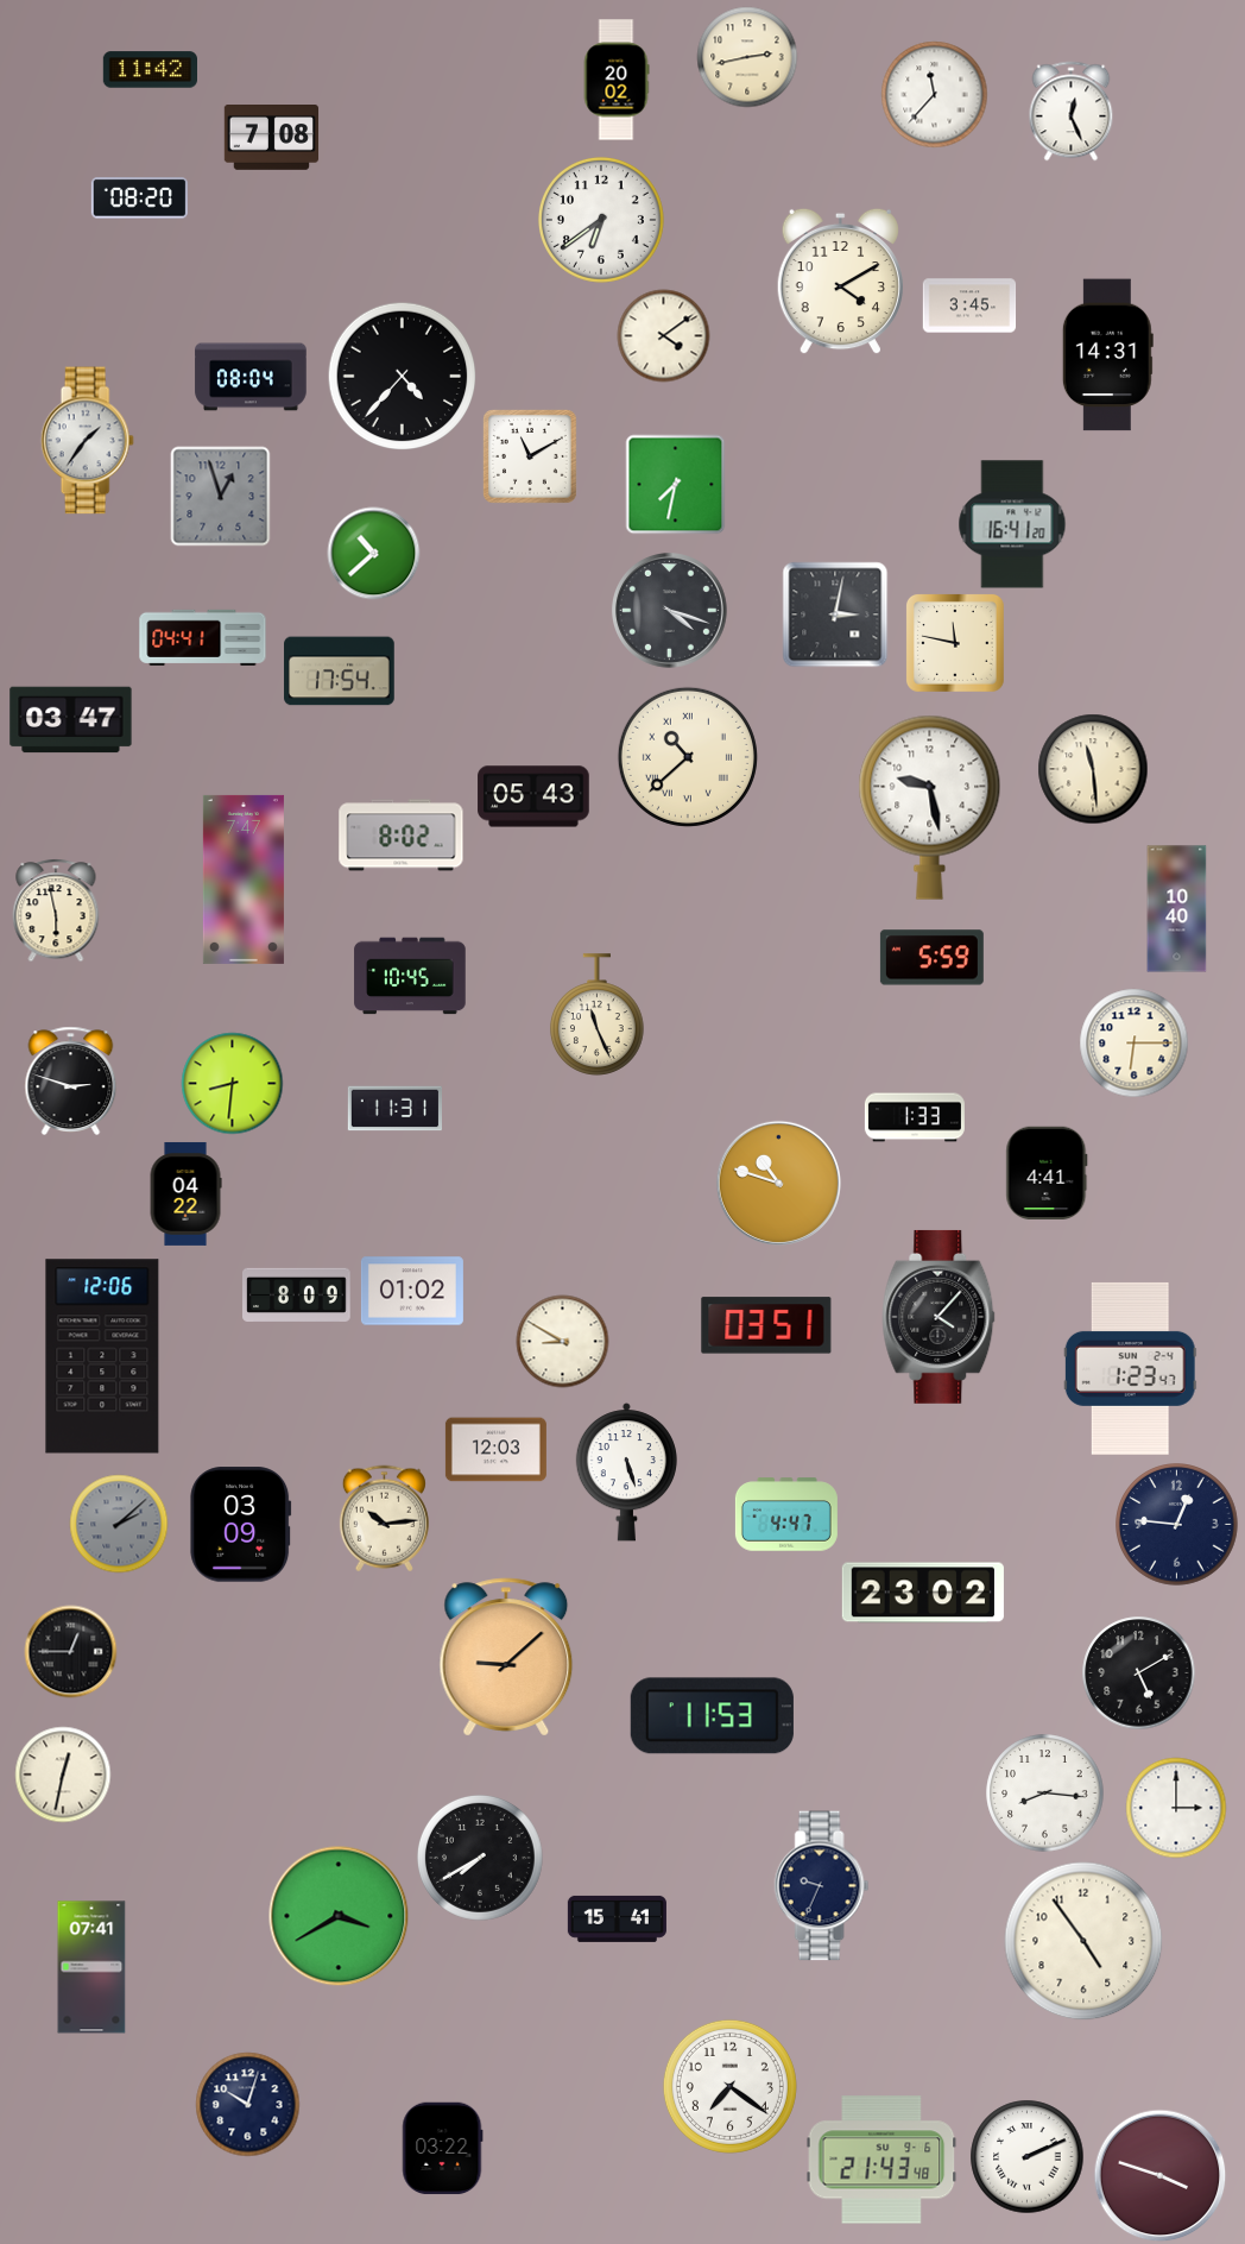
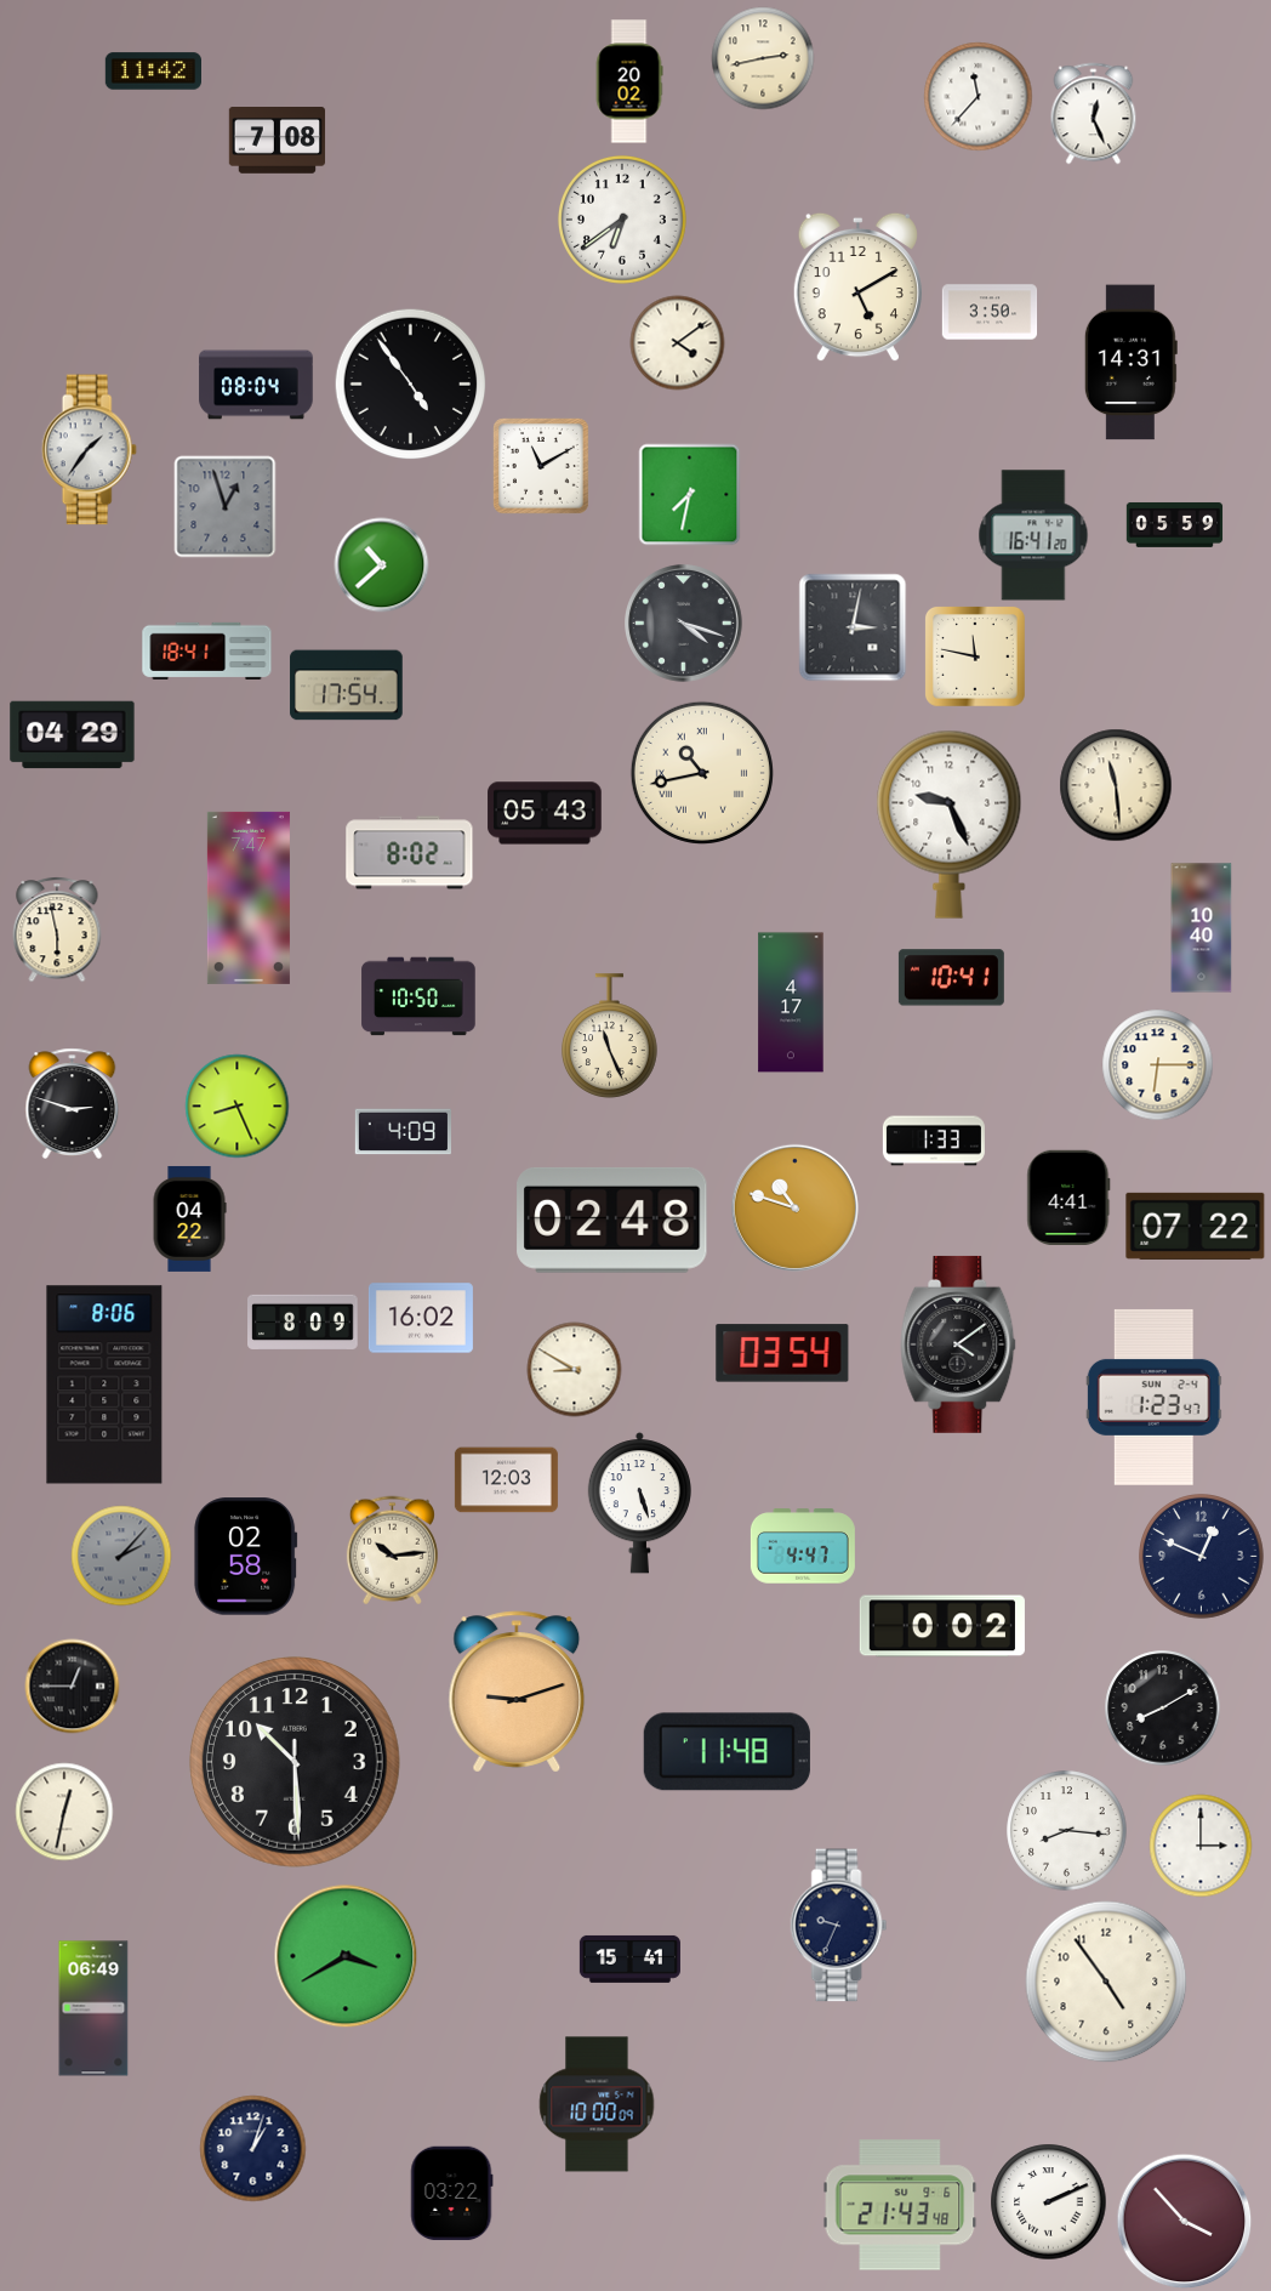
clock at (934, 94) position: (934, 94) -> (978, 96)
clock at (139, 198): 08:20 -> none
clock at (601, 220) position: (601, 220) -> (622, 220)
clock at (840, 280): 4:10 -> 5:10
clock at (969, 305): 3:45 -> 3:50
clock at (402, 376): 4:37 -> 4:54
clock at (1174, 524): none -> 05:59
clock at (203, 637): 04:41 -> 18:41
clock at (71, 720): 03:47 -> 04:29
clock at (688, 757): 10:38 -> 10:43
clock at (930, 807): 9:28 -> 9:26
clock at (931, 958): 5:59 -> 10:41
clock at (410, 976): 10:45 -> 10:50
clock at (791, 1002): none -> 4:17
clock at (232, 1083): 8:31 -> 8:26
clock at (394, 1109): 11:31 -> 4:09
clock at (612, 1220): none -> 02:48
clock at (1196, 1226): none -> 07:22
clock at (412, 1291): 01:02 -> 16:02
clock at (939, 1317): 4:07 -> 4:09
clock at (766, 1325): 03:51 -> 03:54
clock at (102, 1356): 12:06 -> 8:06
clock at (119, 1524): 2:08 -> 2:07
clock at (241, 1525): 03:09 -> 02:58
clock at (1177, 1525): 12:46 -> 12:49
clock at (923, 1593): 23:02 -> 0:02
clock at (506, 1657): 9:08 -> 9:12
clock at (1138, 1672): 5:10 -> 8:10
clock at (712, 1716): 11:53 -> 11:48
clock at (296, 1763): none -> 10:29
clock at (480, 1858): 7:40 -> none
clock at (91, 1967): 07:41 -> 06:49
clock at (597, 2104): none -> 10:00
clock at (729, 2086): 7:21 -> none
clock at (247, 2104): 10:03 -> 1:03
clock at (1159, 2175): 3:48 -> 3:53
